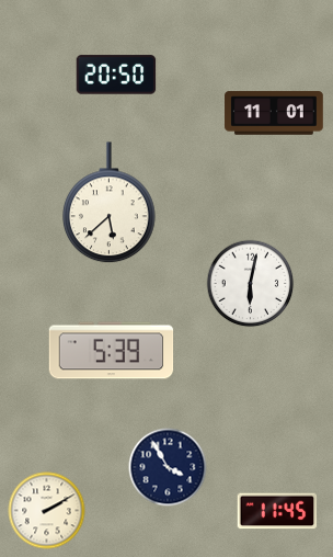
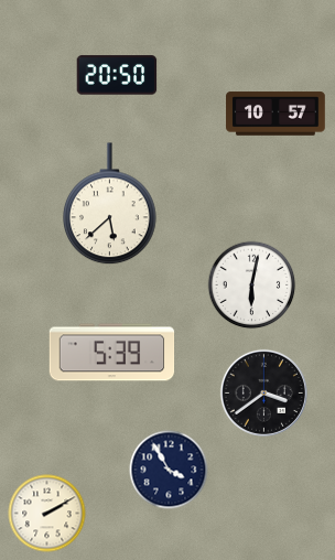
clock at (274, 113): 11:01 -> 10:57
clock at (263, 392): none -> 3:39
clock at (277, 511): 11:45 -> none
